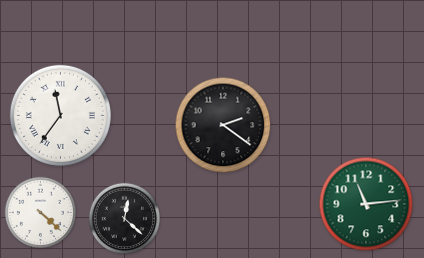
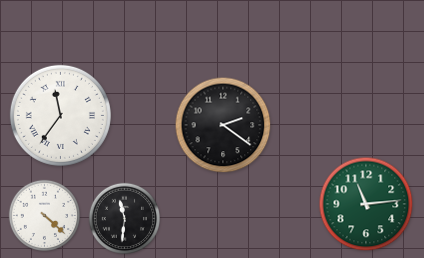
clock at (40, 212) position: (40, 212) -> (44, 215)
clock at (124, 218): 12:22 -> 11:31
